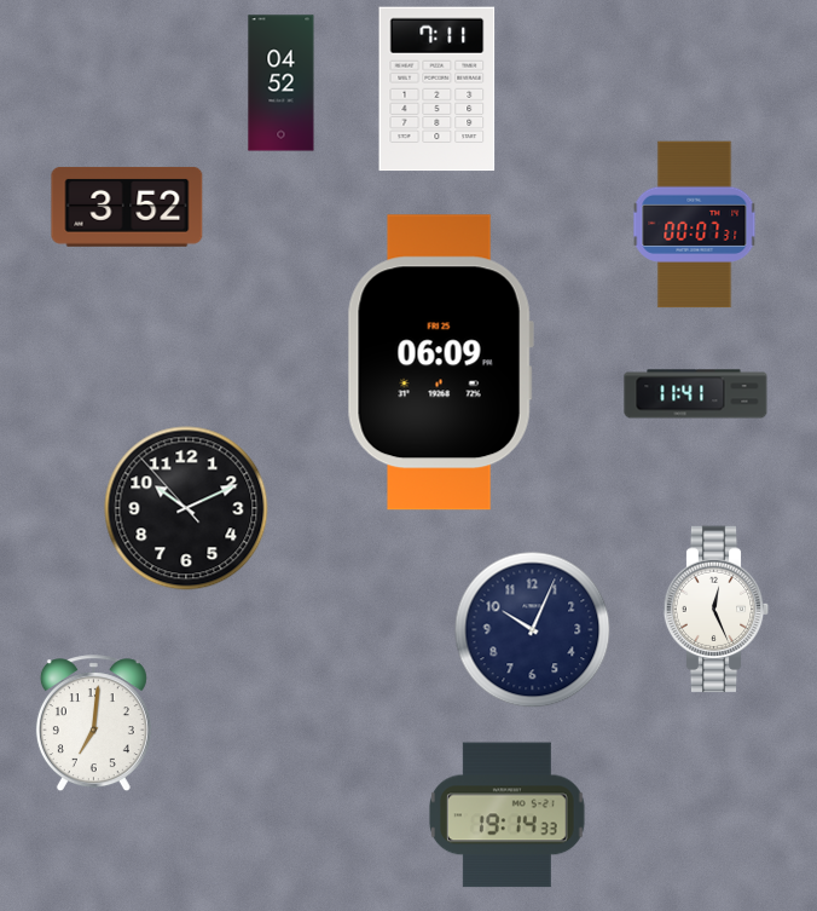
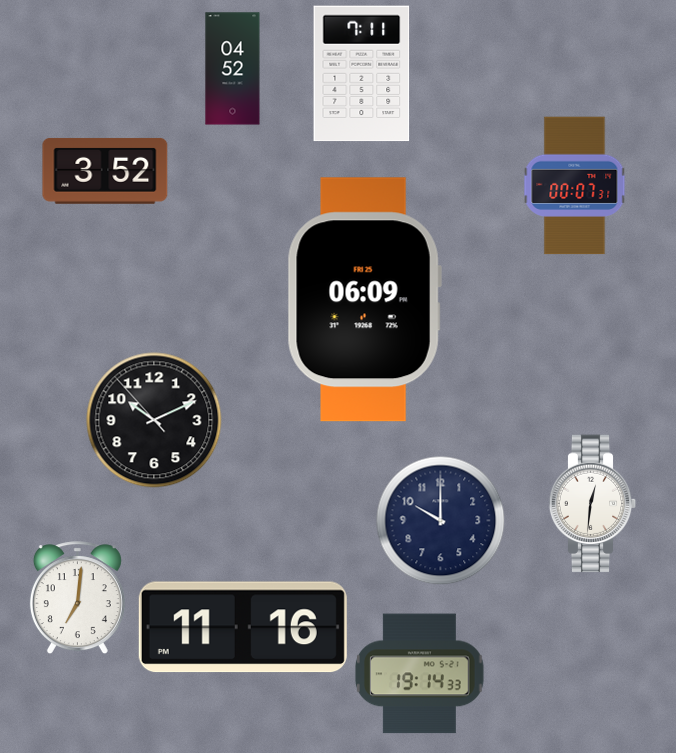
clock at (696, 394): 11:41 -> none
clock at (717, 610): 12:26 -> 12:31
clock at (532, 629): 10:04 -> 10:00
clock at (243, 627): none -> 11:16
